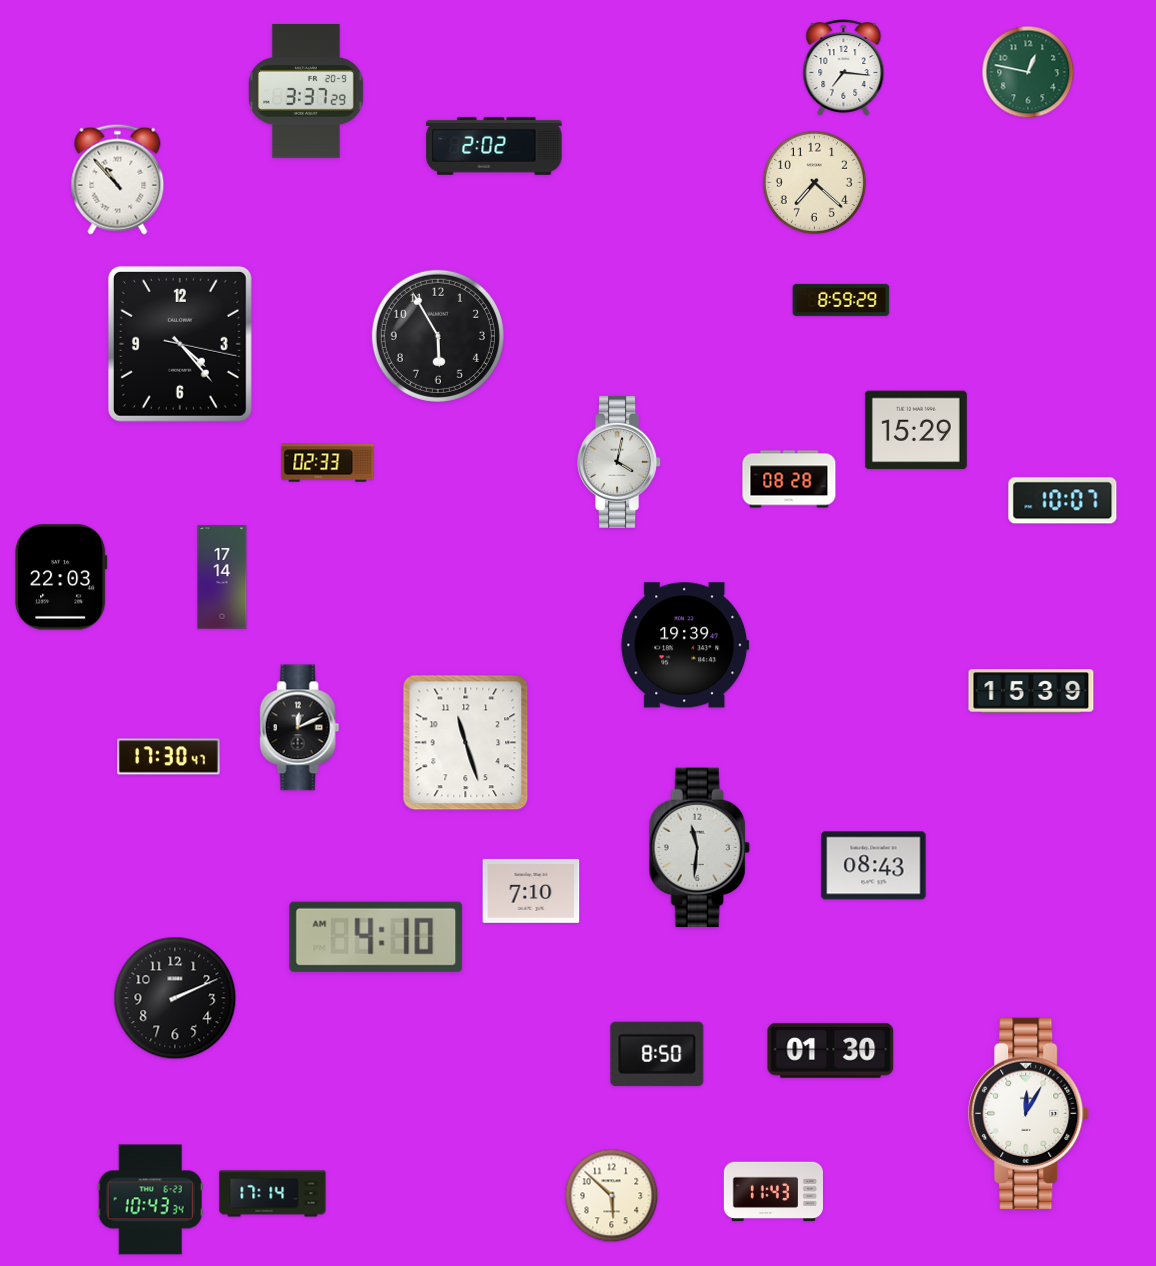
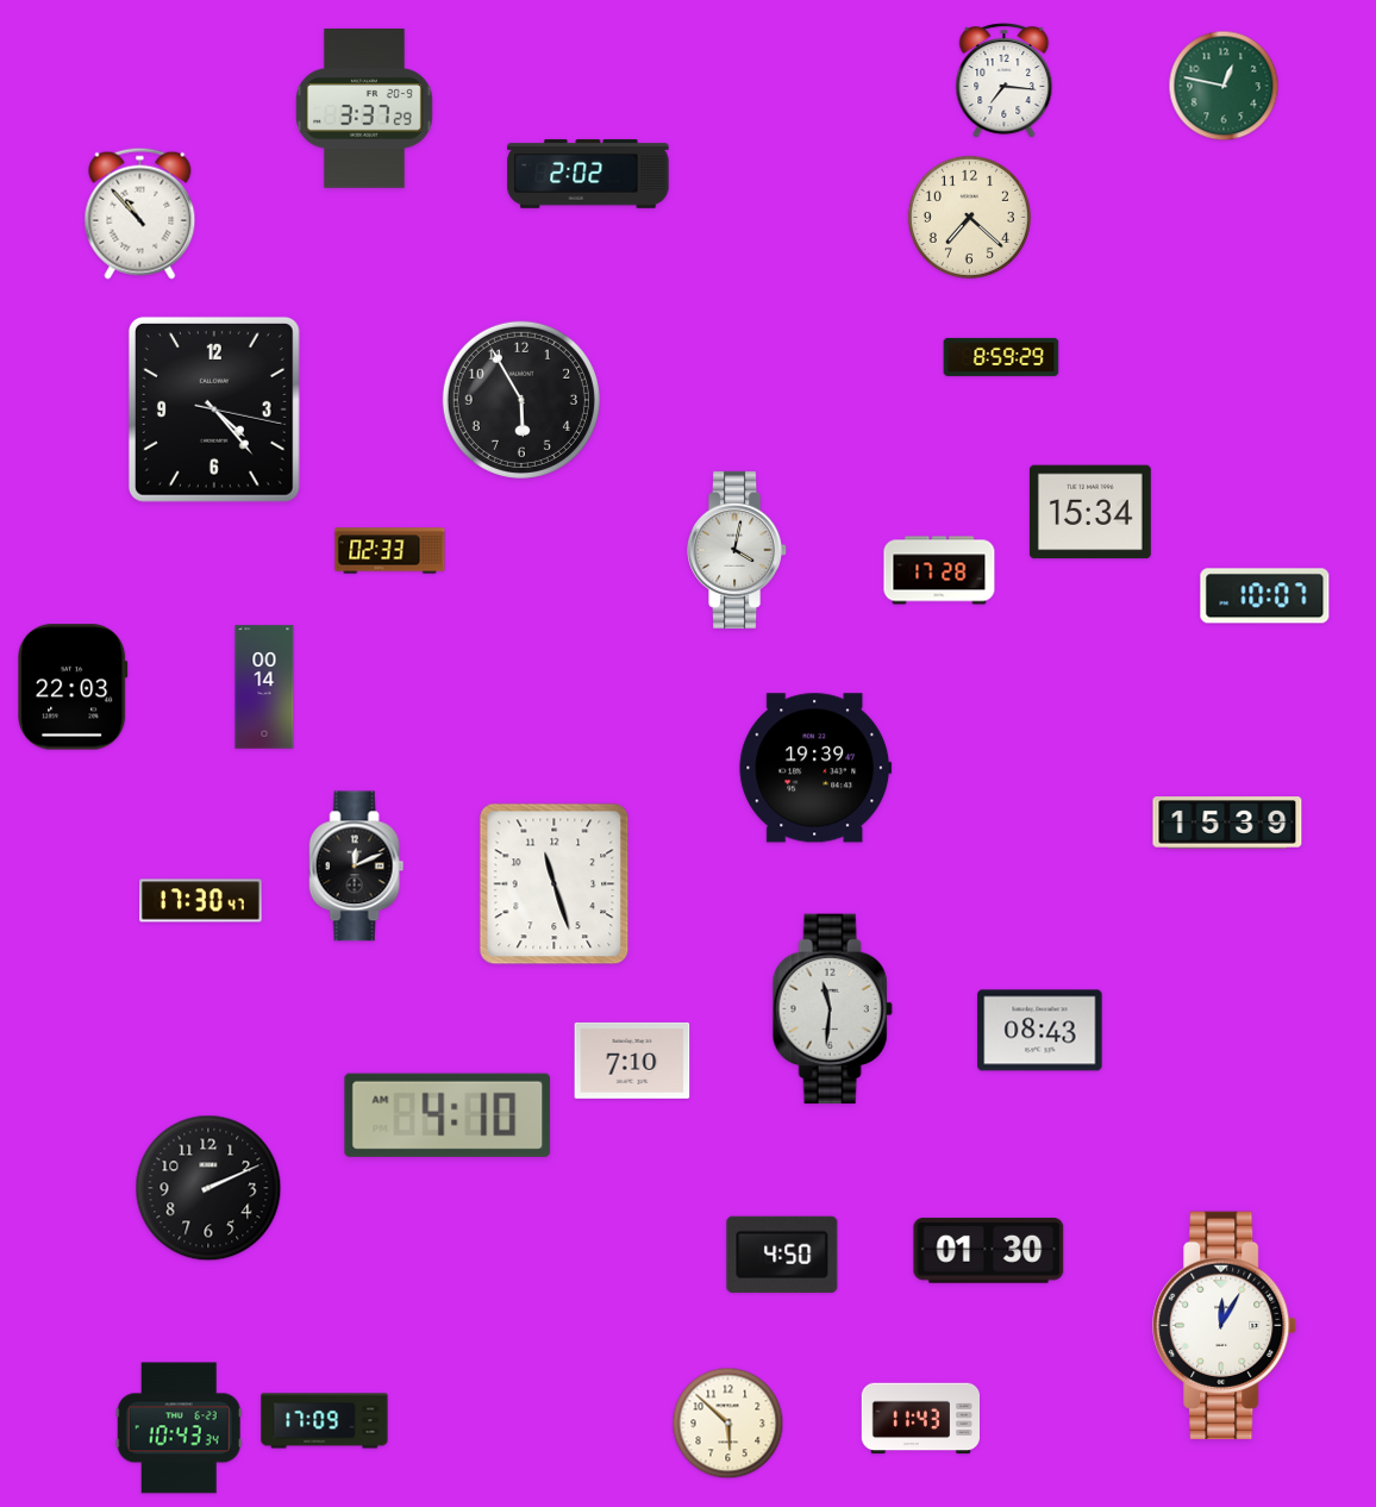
clock at (916, 430): 15:29 -> 15:34
clock at (789, 479): 08:28 -> 17:28
clock at (222, 577): 17:14 -> 00:14
clock at (657, 1054): 8:50 -> 4:50
clock at (273, 1194): 17:14 -> 17:09
